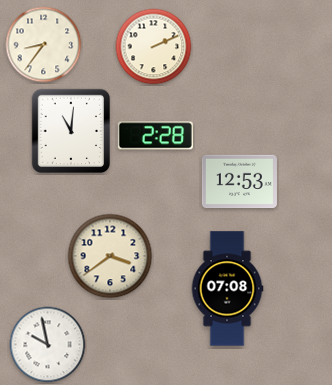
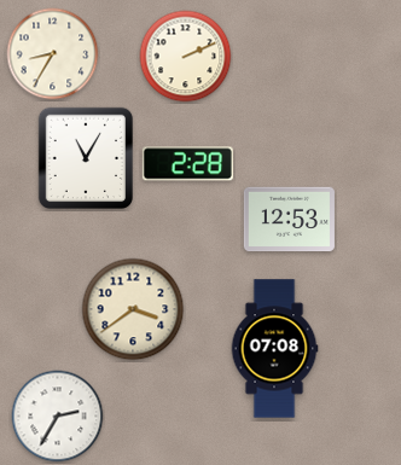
clock at (44, 45): 8:36 -> 8:35
clock at (70, 131): 11:01 -> 11:05
clock at (48, 345): 9:58 -> 2:35
